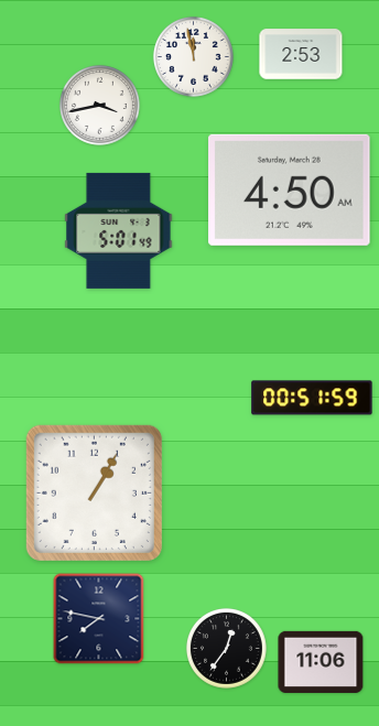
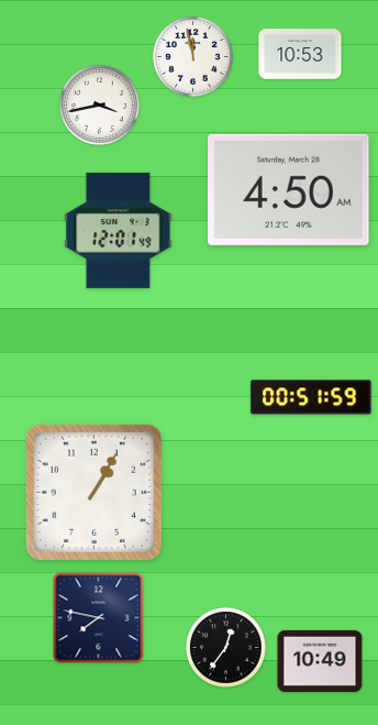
clock at (301, 54): 2:53 -> 10:53
clock at (119, 230): 5:01 -> 12:01
clock at (321, 662): 11:06 -> 10:49
